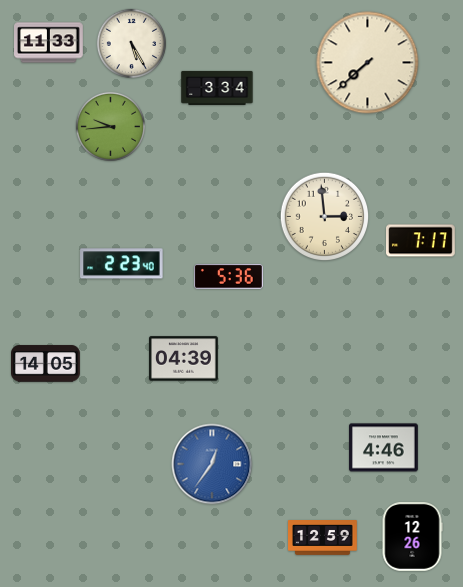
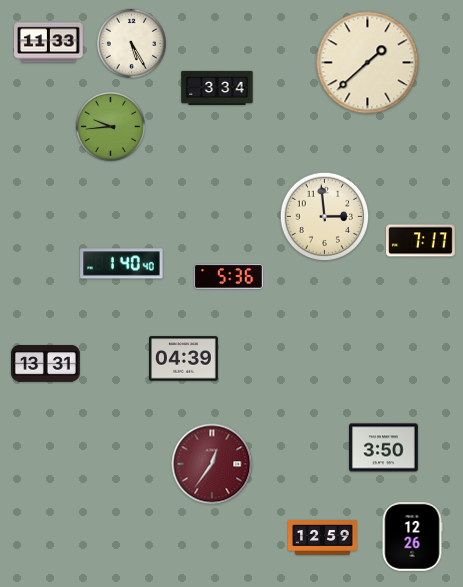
clock at (368, 63): 7:38 -> 1:38
clock at (122, 264): 2:23 -> 1:40
clock at (46, 364): 14:05 -> 13:31
clock at (384, 448): 4:46 -> 3:50
clock at (212, 464) dial: blue -> burgundy
